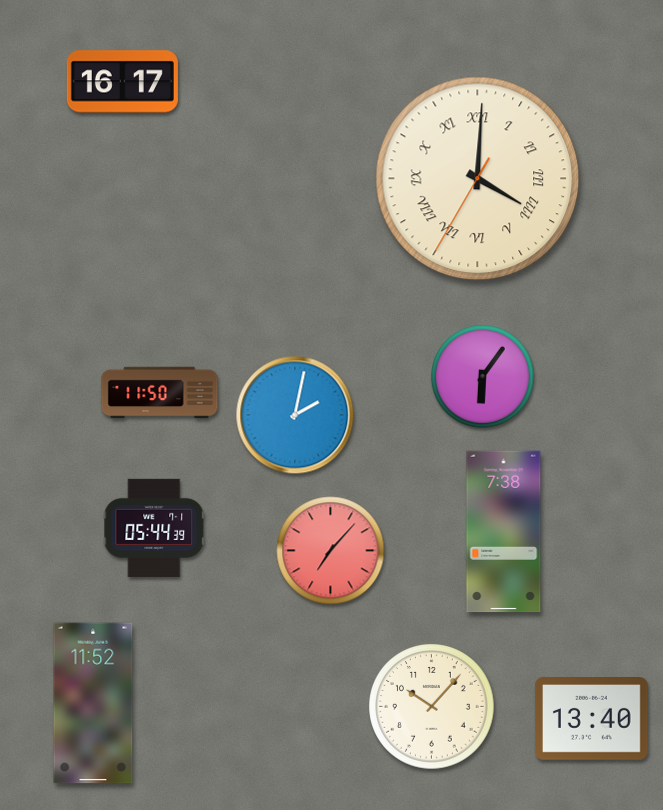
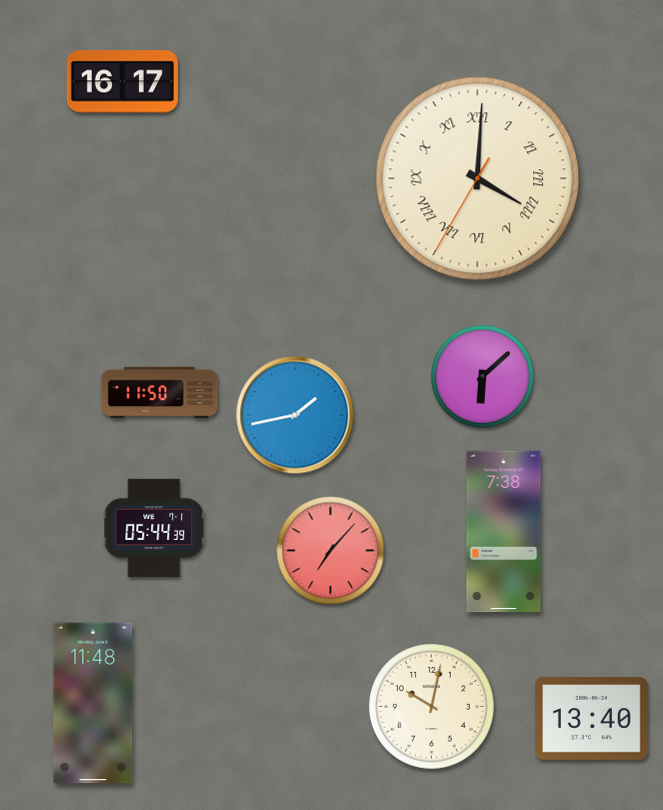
clock at (483, 377): 6:06 -> 6:08
clock at (295, 415): 2:02 -> 1:43
clock at (93, 703): 11:52 -> 11:48
clock at (432, 707): 10:07 -> 10:02
